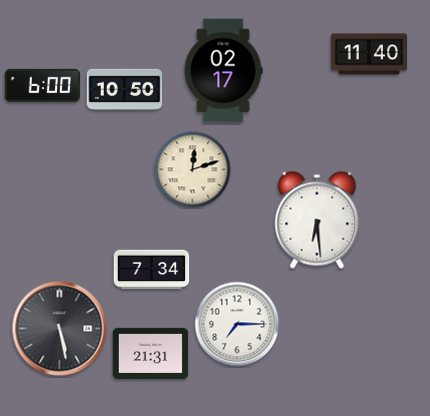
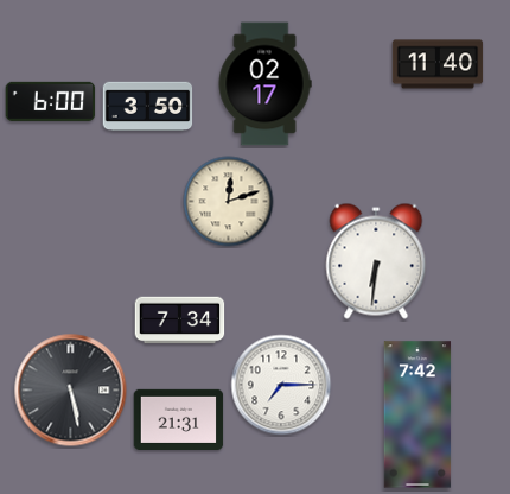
clock at (125, 90): 10:50 -> 3:50
clock at (317, 220): 6:29 -> 6:31
clock at (417, 414): none -> 7:42
